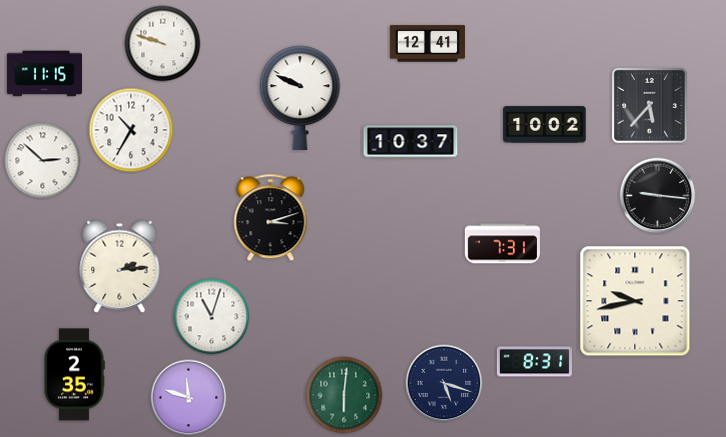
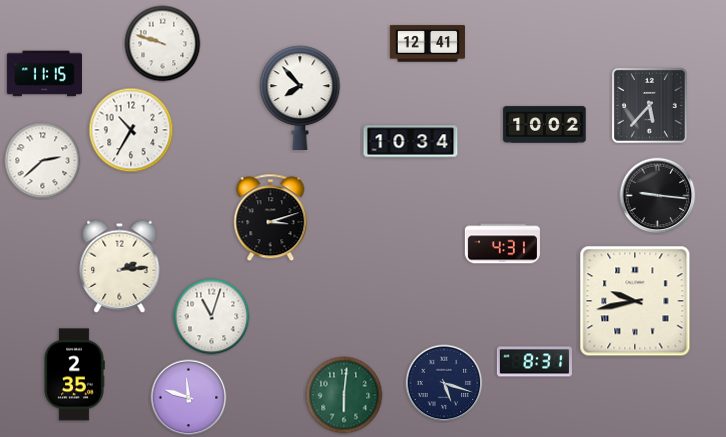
clock at (300, 97): 9:49 -> 7:53
clock at (411, 142): 10:37 -> 10:34
clock at (43, 161): 2:52 -> 2:38
clock at (502, 244): 7:31 -> 4:31
